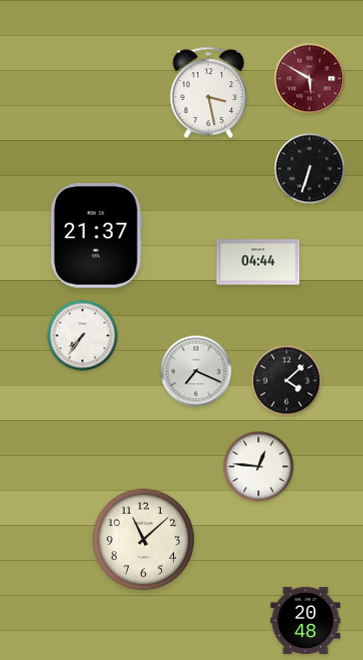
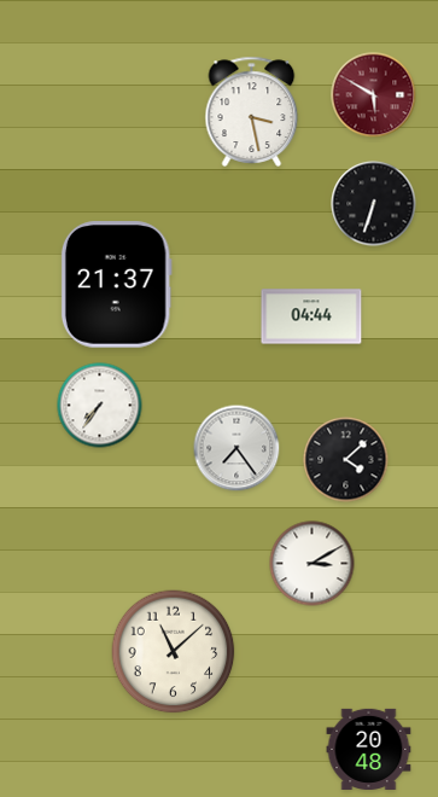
clock at (196, 371): 7:19 -> 7:24
clock at (259, 467): 12:46 -> 3:10
